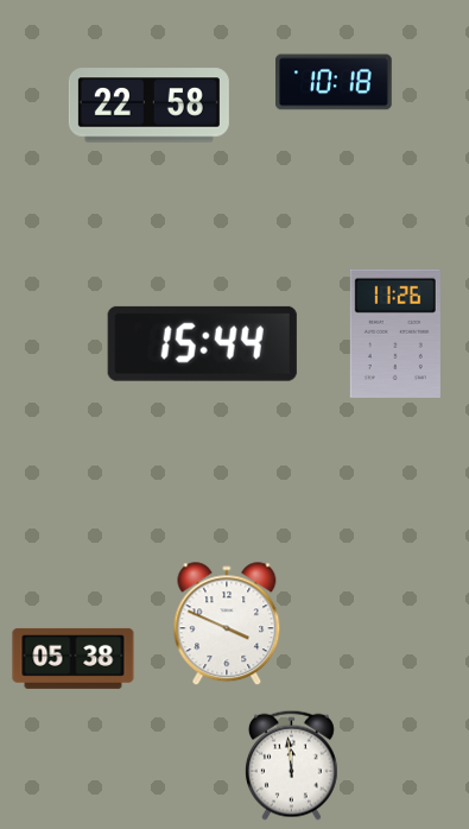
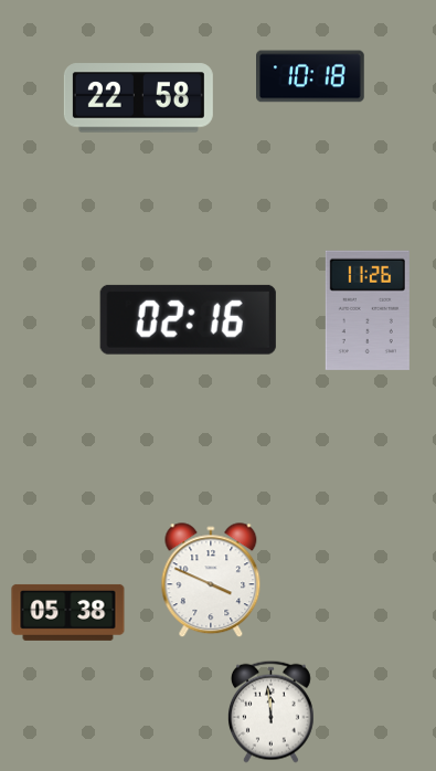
clock at (202, 343): 15:44 -> 02:16
